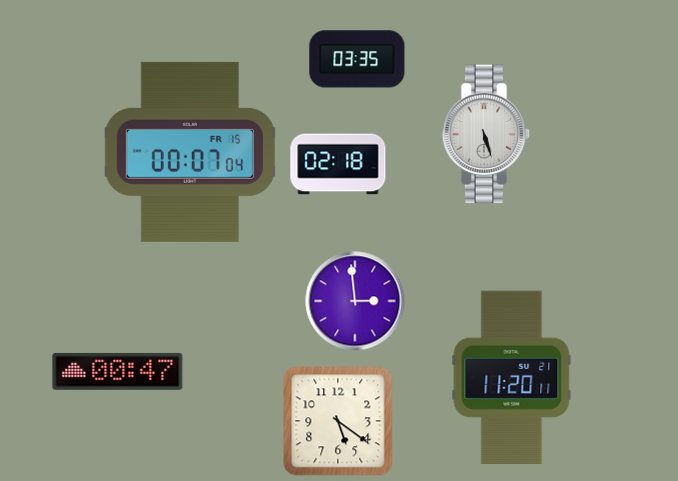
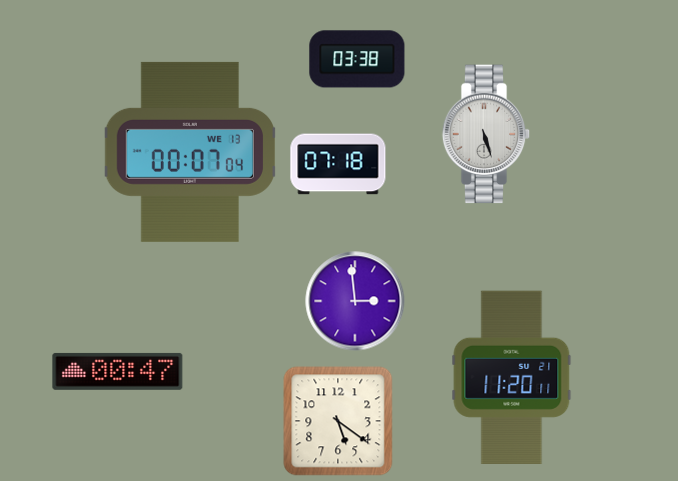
clock at (357, 59): 03:35 -> 03:38
clock at (189, 152) date: FR 15 -> WE 13
clock at (338, 164): 02:18 -> 07:18
